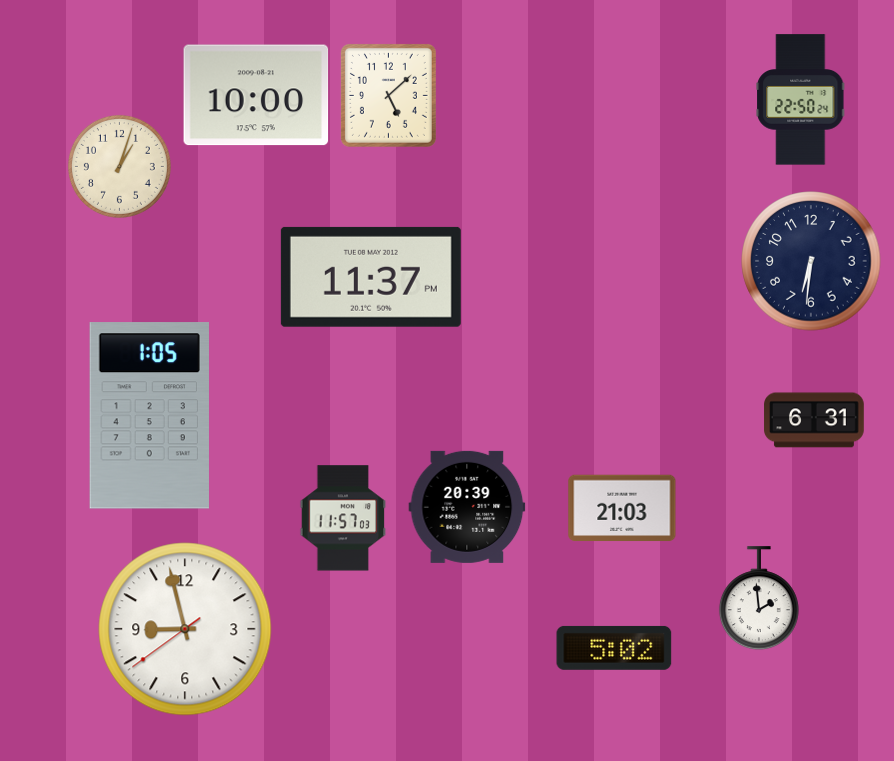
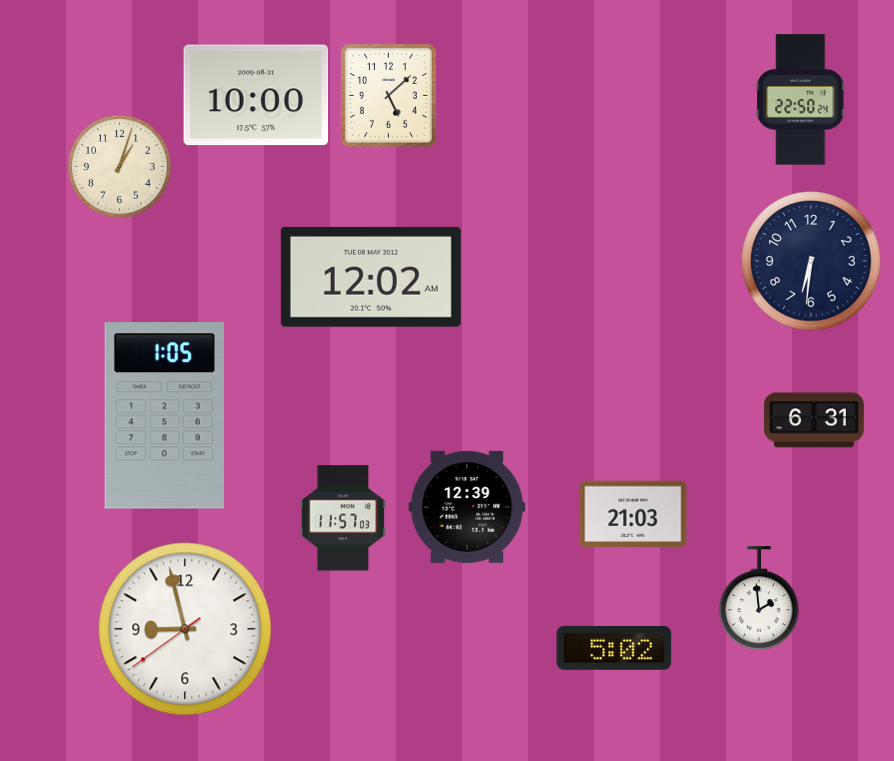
clock at (371, 277): 11:37 -> 12:02
clock at (149, 416) position: (149, 416) -> (164, 416)
clock at (467, 507): 20:39 -> 12:39
clock at (622, 508) position: (622, 508) -> (633, 514)
